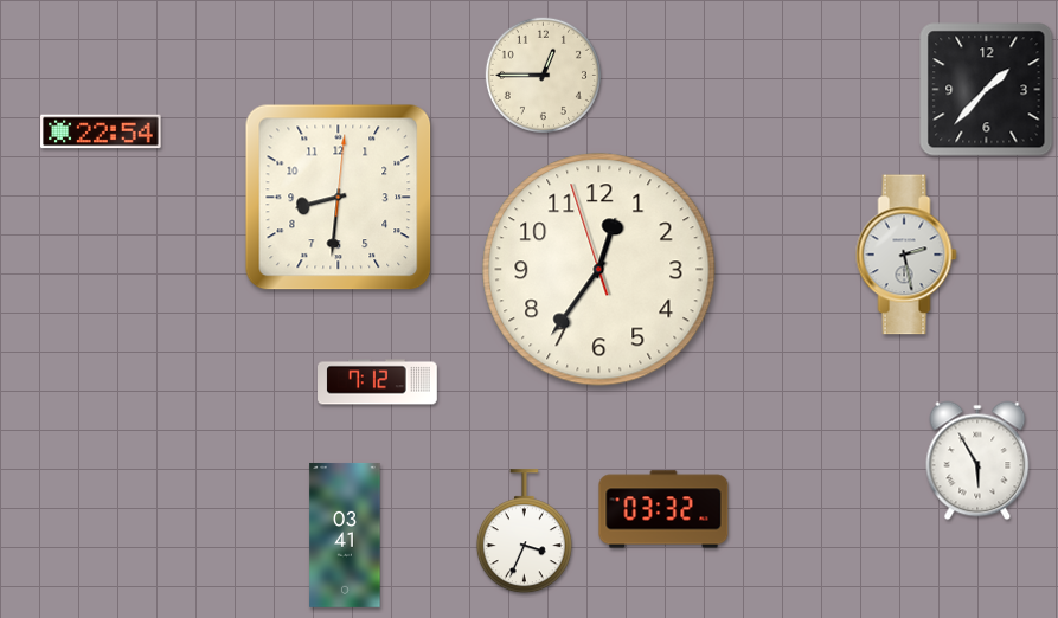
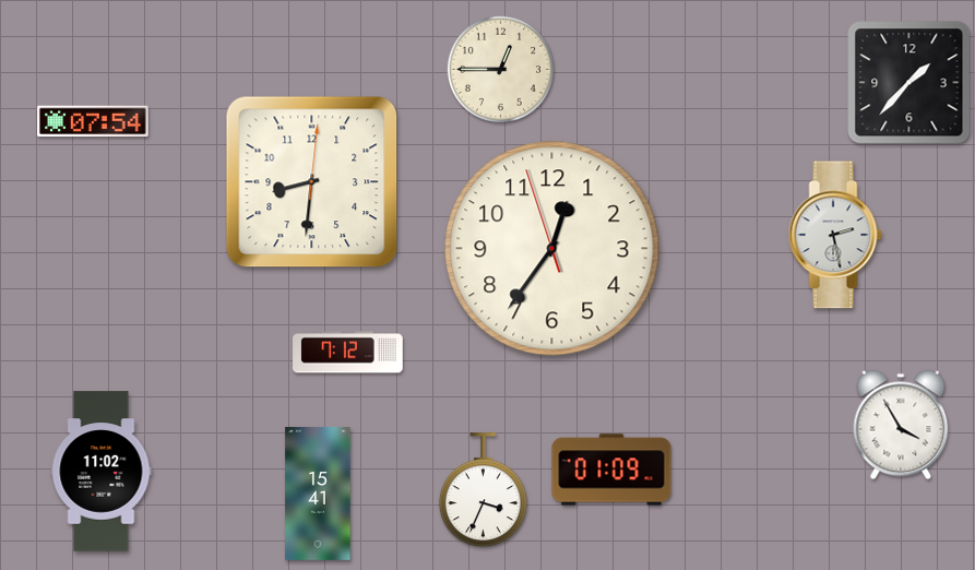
clock at (101, 131): 22:54 -> 07:54
clock at (977, 461): 5:55 -> 3:55
clock at (663, 509): 03:32 -> 01:09
clock at (102, 472): none -> 11:02
clock at (345, 535): 03:41 -> 15:41
